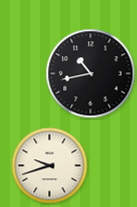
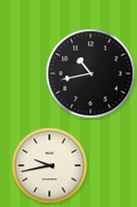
clock at (50, 166): 9:42 -> 9:43
